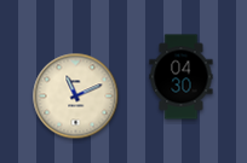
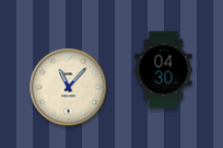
clock at (76, 97): 11:11 -> 11:07
